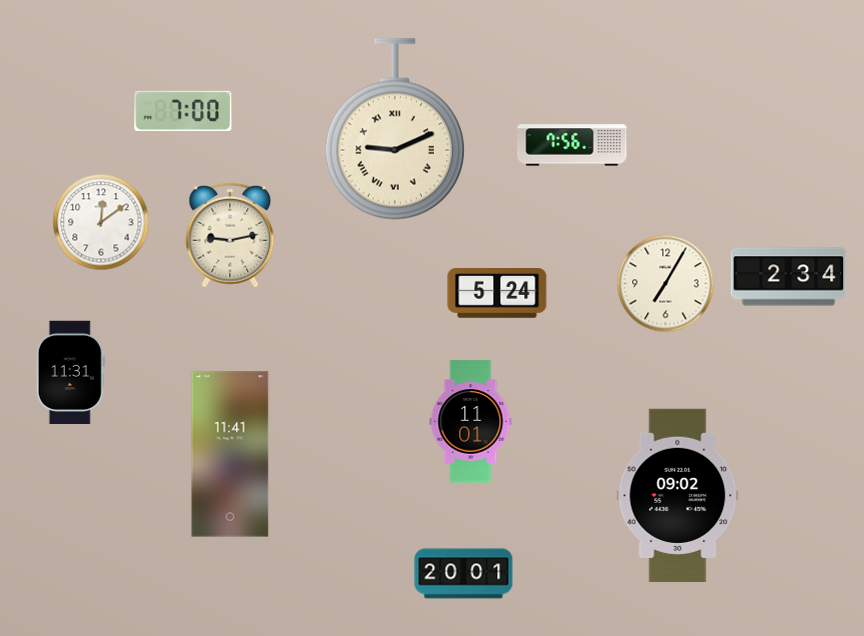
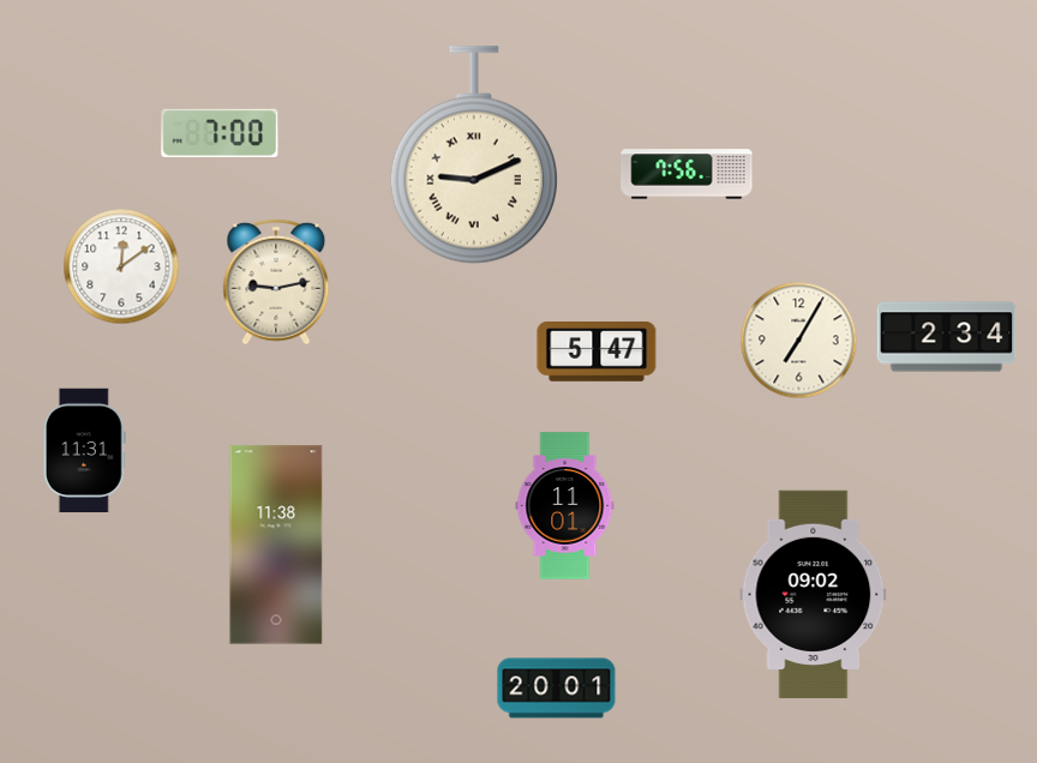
clock at (789, 277) position: (789, 277) -> (947, 337)
clock at (497, 293): 5:24 -> 5:47
clock at (70, 372) position: (70, 372) -> (84, 450)
clock at (230, 454): 11:41 -> 11:38
